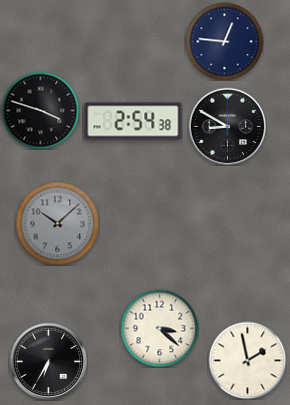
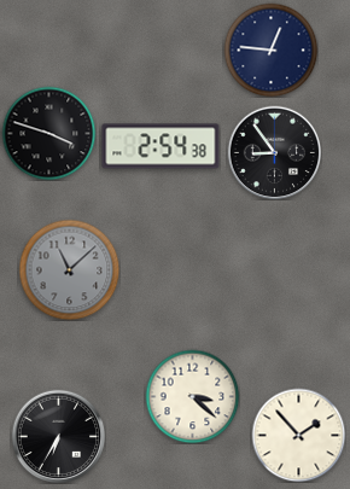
clock at (227, 126): 8:50 -> 8:54
clock at (57, 223): 10:08 -> 11:08
clock at (247, 360): 1:58 -> 1:53
